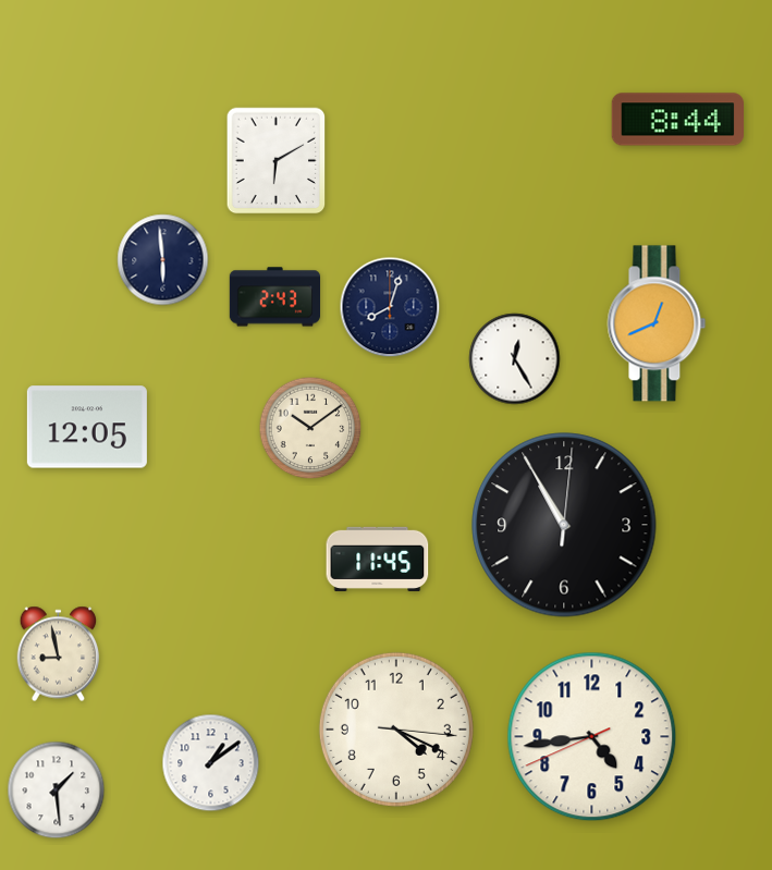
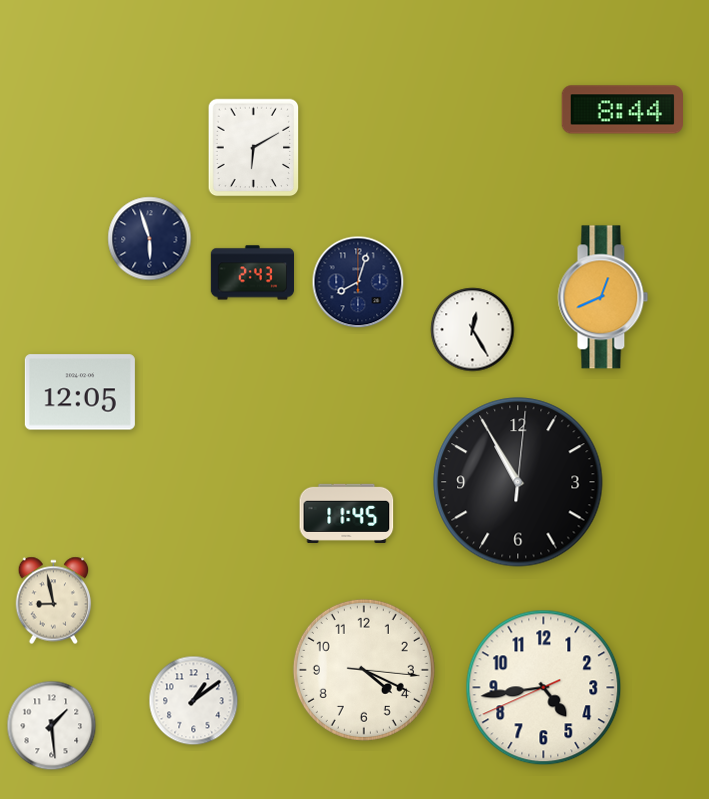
clock at (163, 260): 5:59 -> 5:57
clock at (310, 428): 10:09 -> none
clock at (592, 737) position: (592, 737) -> (544, 688)
